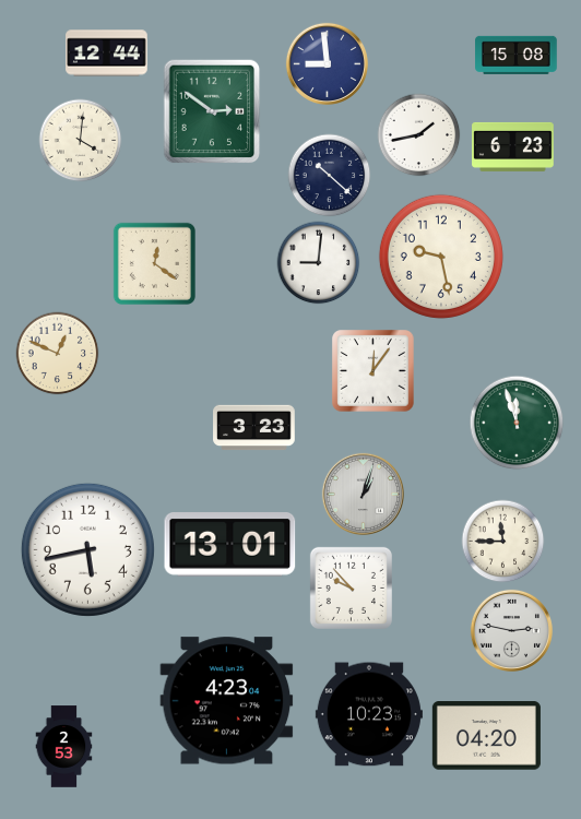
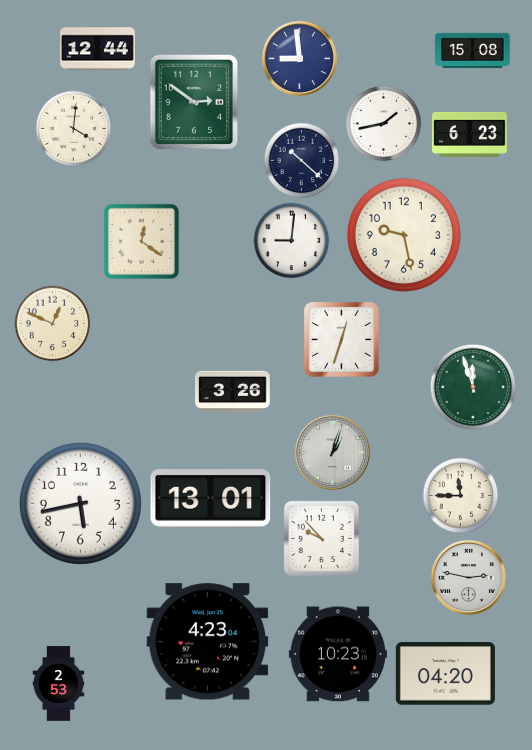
clock at (373, 371): 12:06 -> 12:33
clock at (254, 428): 3:23 -> 3:26
